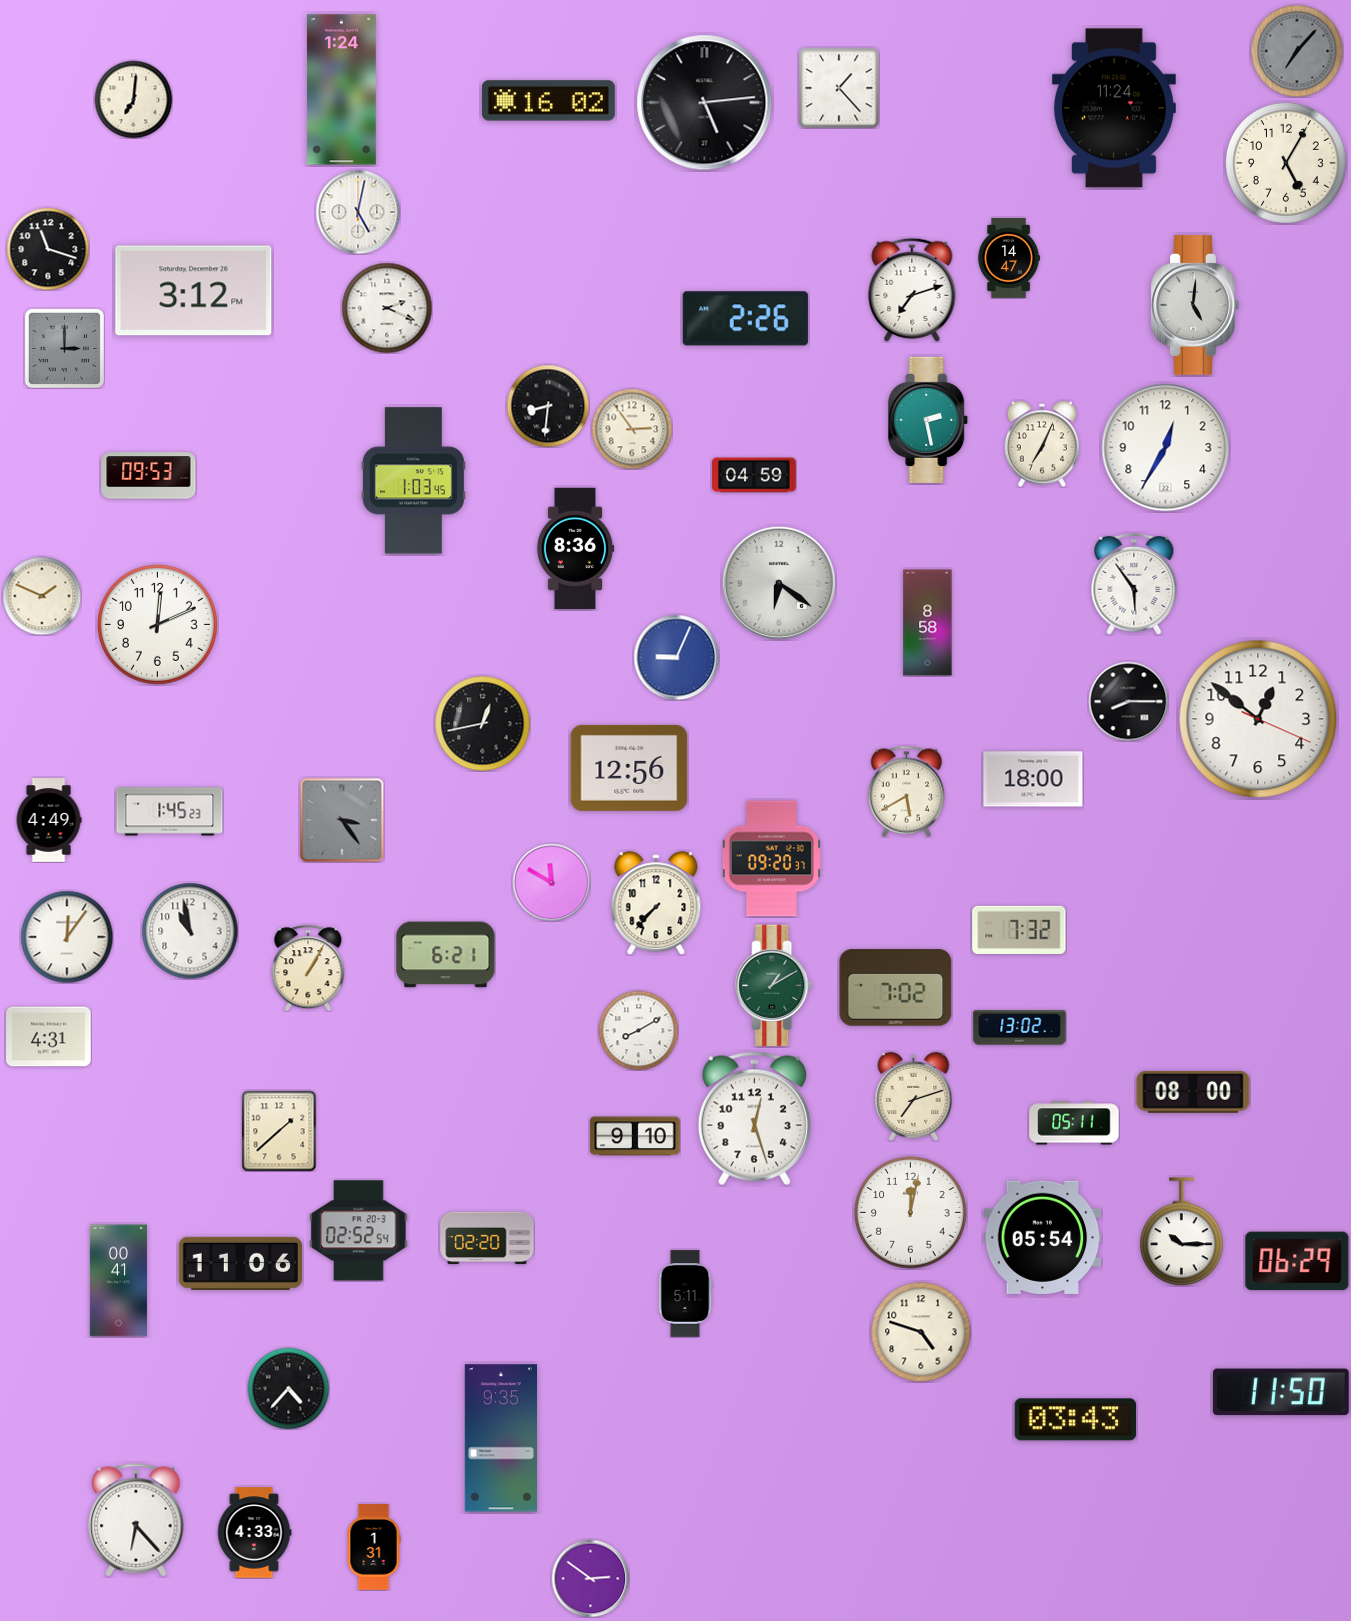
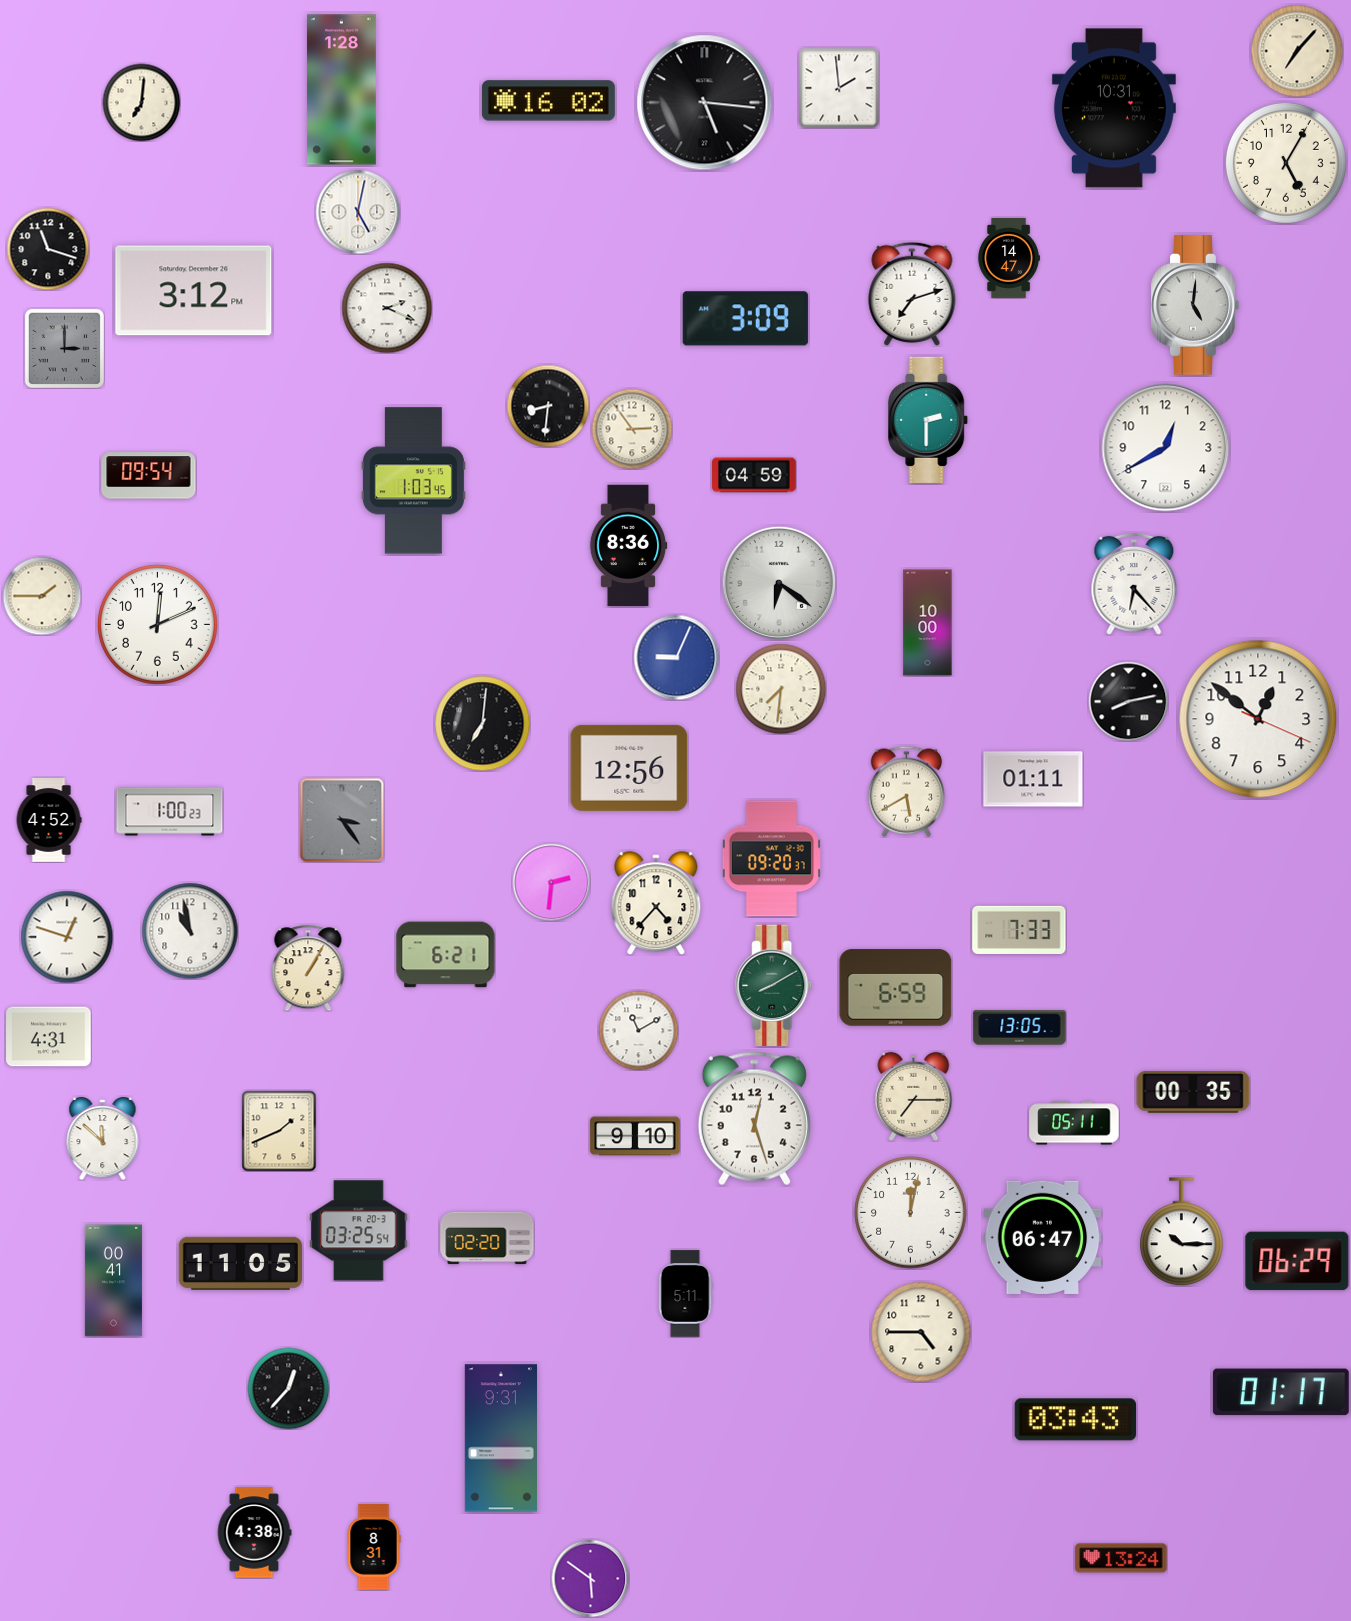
clock at (1297, 51) dial: grey -> cream
clock at (839, 88): 1:23 -> 1:59
clock at (342, 90): 1:24 -> 1:28
clock at (133, 99) position: (133, 99) -> (141, 102)
clock at (705, 103): 5:14 -> 5:16
clock at (1114, 108): 11:24 -> 10:31
clock at (912, 290) position: (912, 290) -> (912, 294)
clock at (745, 319): 2:26 -> 3:09
clock at (929, 420): 2:28 -> 2:30
clock at (1042, 444): 7:04 -> none
clock at (1166, 448): 12:35 -> 12:40
clock at (149, 476): 09:53 -> 09:54
clock at (575, 549) position: (575, 549) -> (628, 546)
clock at (1134, 584): 5:54 -> 6:23
clock at (42, 596): 1:49 -> 1:45
clock at (928, 623): 8:58 -> 10:00
clock at (781, 689): none -> 7:31
clock at (1128, 701): 8:15 -> 8:13
clock at (482, 723): 12:43 -> 7:01
clock at (1033, 779): 18:00 -> 01:11
clock at (170, 812): 1:45 -> 1:00
clock at (49, 820): 4:49 -> 4:52
clock at (551, 882): 11:50 -> 2:31
clock at (656, 903): 7:37 -> 4:37
clock at (1019, 930): 7:32 -> 7:33
clock at (67, 937): 12:06 -> 12:48
clock at (774, 986): 1:10 -> 8:10
clock at (896, 988): 7:02 -> 6:59
clock at (1020, 1028): 13:02 -> 13:05
clock at (638, 1030): 8:10 -> 11:10
clock at (1193, 1092): 08:00 -> 00:35
clock at (914, 1096): 7:12 -> 7:15
clock at (279, 1131): 1:38 -> 1:41
clock at (103, 1138): none -> 11:52
clock at (359, 1231): 02:52 -> 03:25
clock at (1043, 1237): 05:54 -> 06:47
clock at (240, 1263): 11:06 -> 11:05
clock at (118, 1281) position: (118, 1281) -> (113, 1281)
clock at (921, 1332): 4:48 -> 4:45
clock at (288, 1388): 4:37 -> 12:37
clock at (1281, 1392): 11:50 -> 01:17
clock at (500, 1438): 9:35 -> 9:31
clock at (136, 1520): 6:23 -> none
clock at (254, 1533): 4:33 -> 4:38
clock at (374, 1547): 1:31 -> 8:31
clock at (1121, 1558): none -> 13:24
clock at (590, 1578): 2:51 -> 5:51
